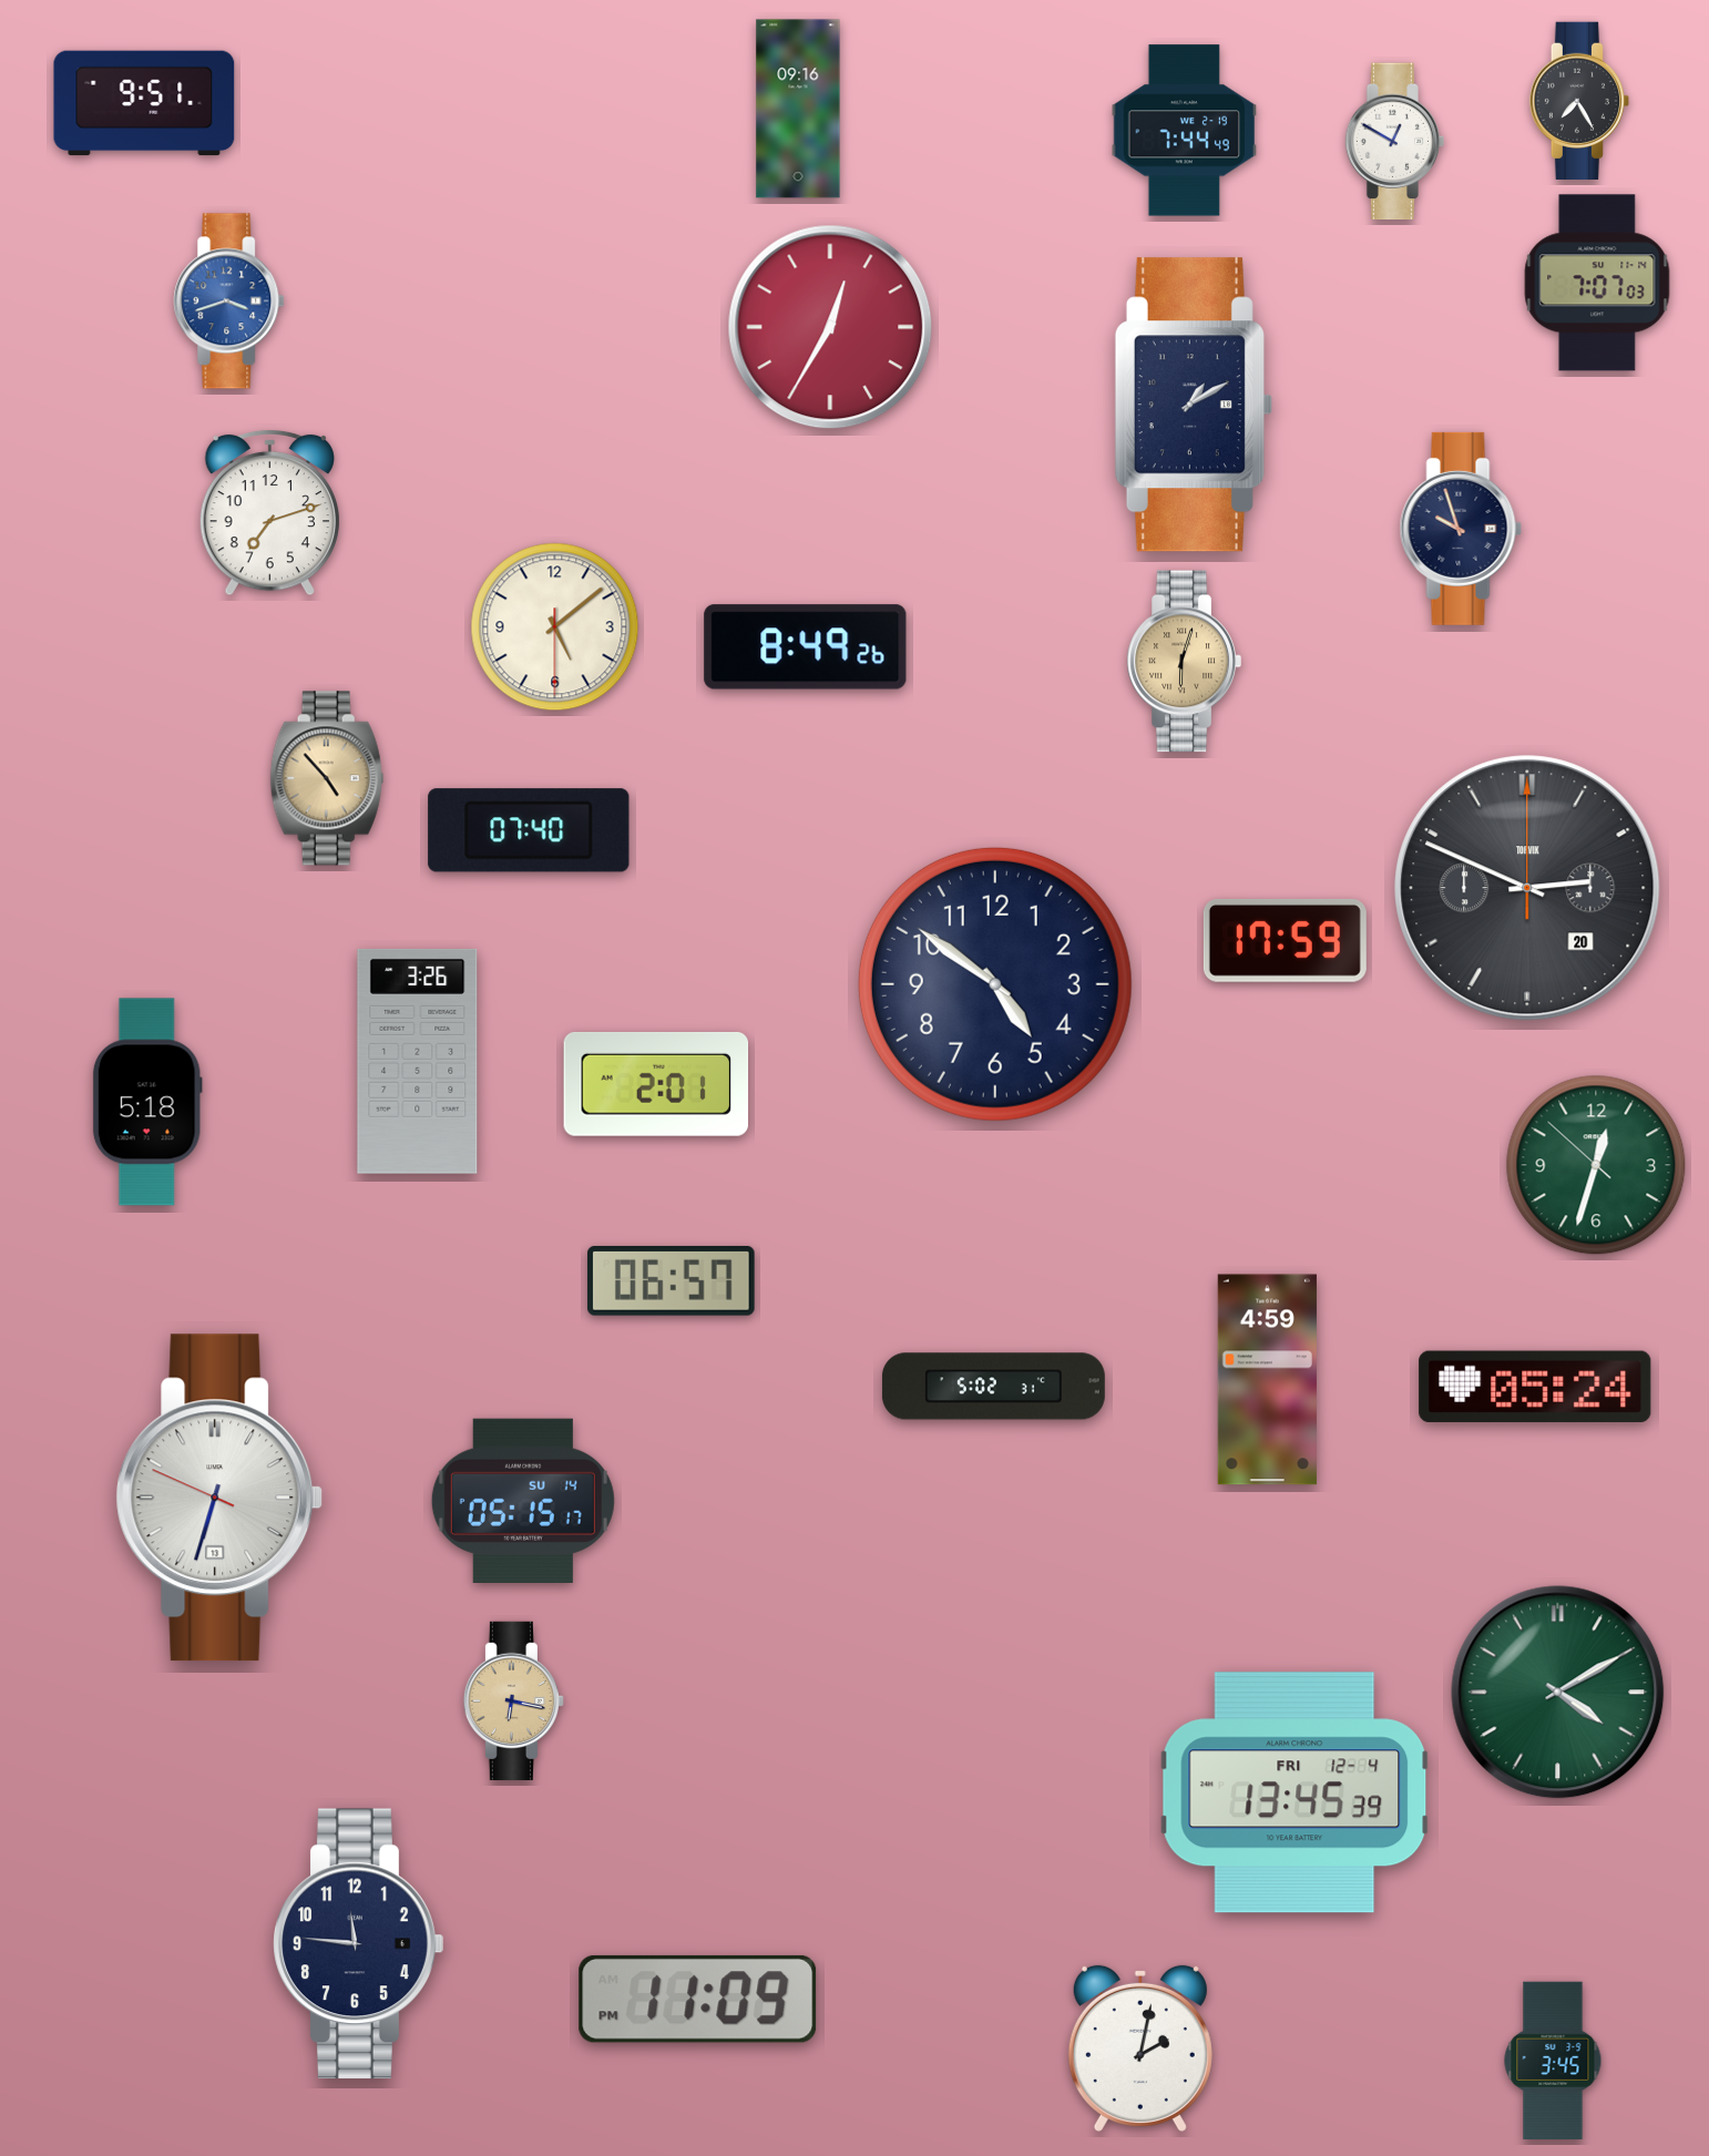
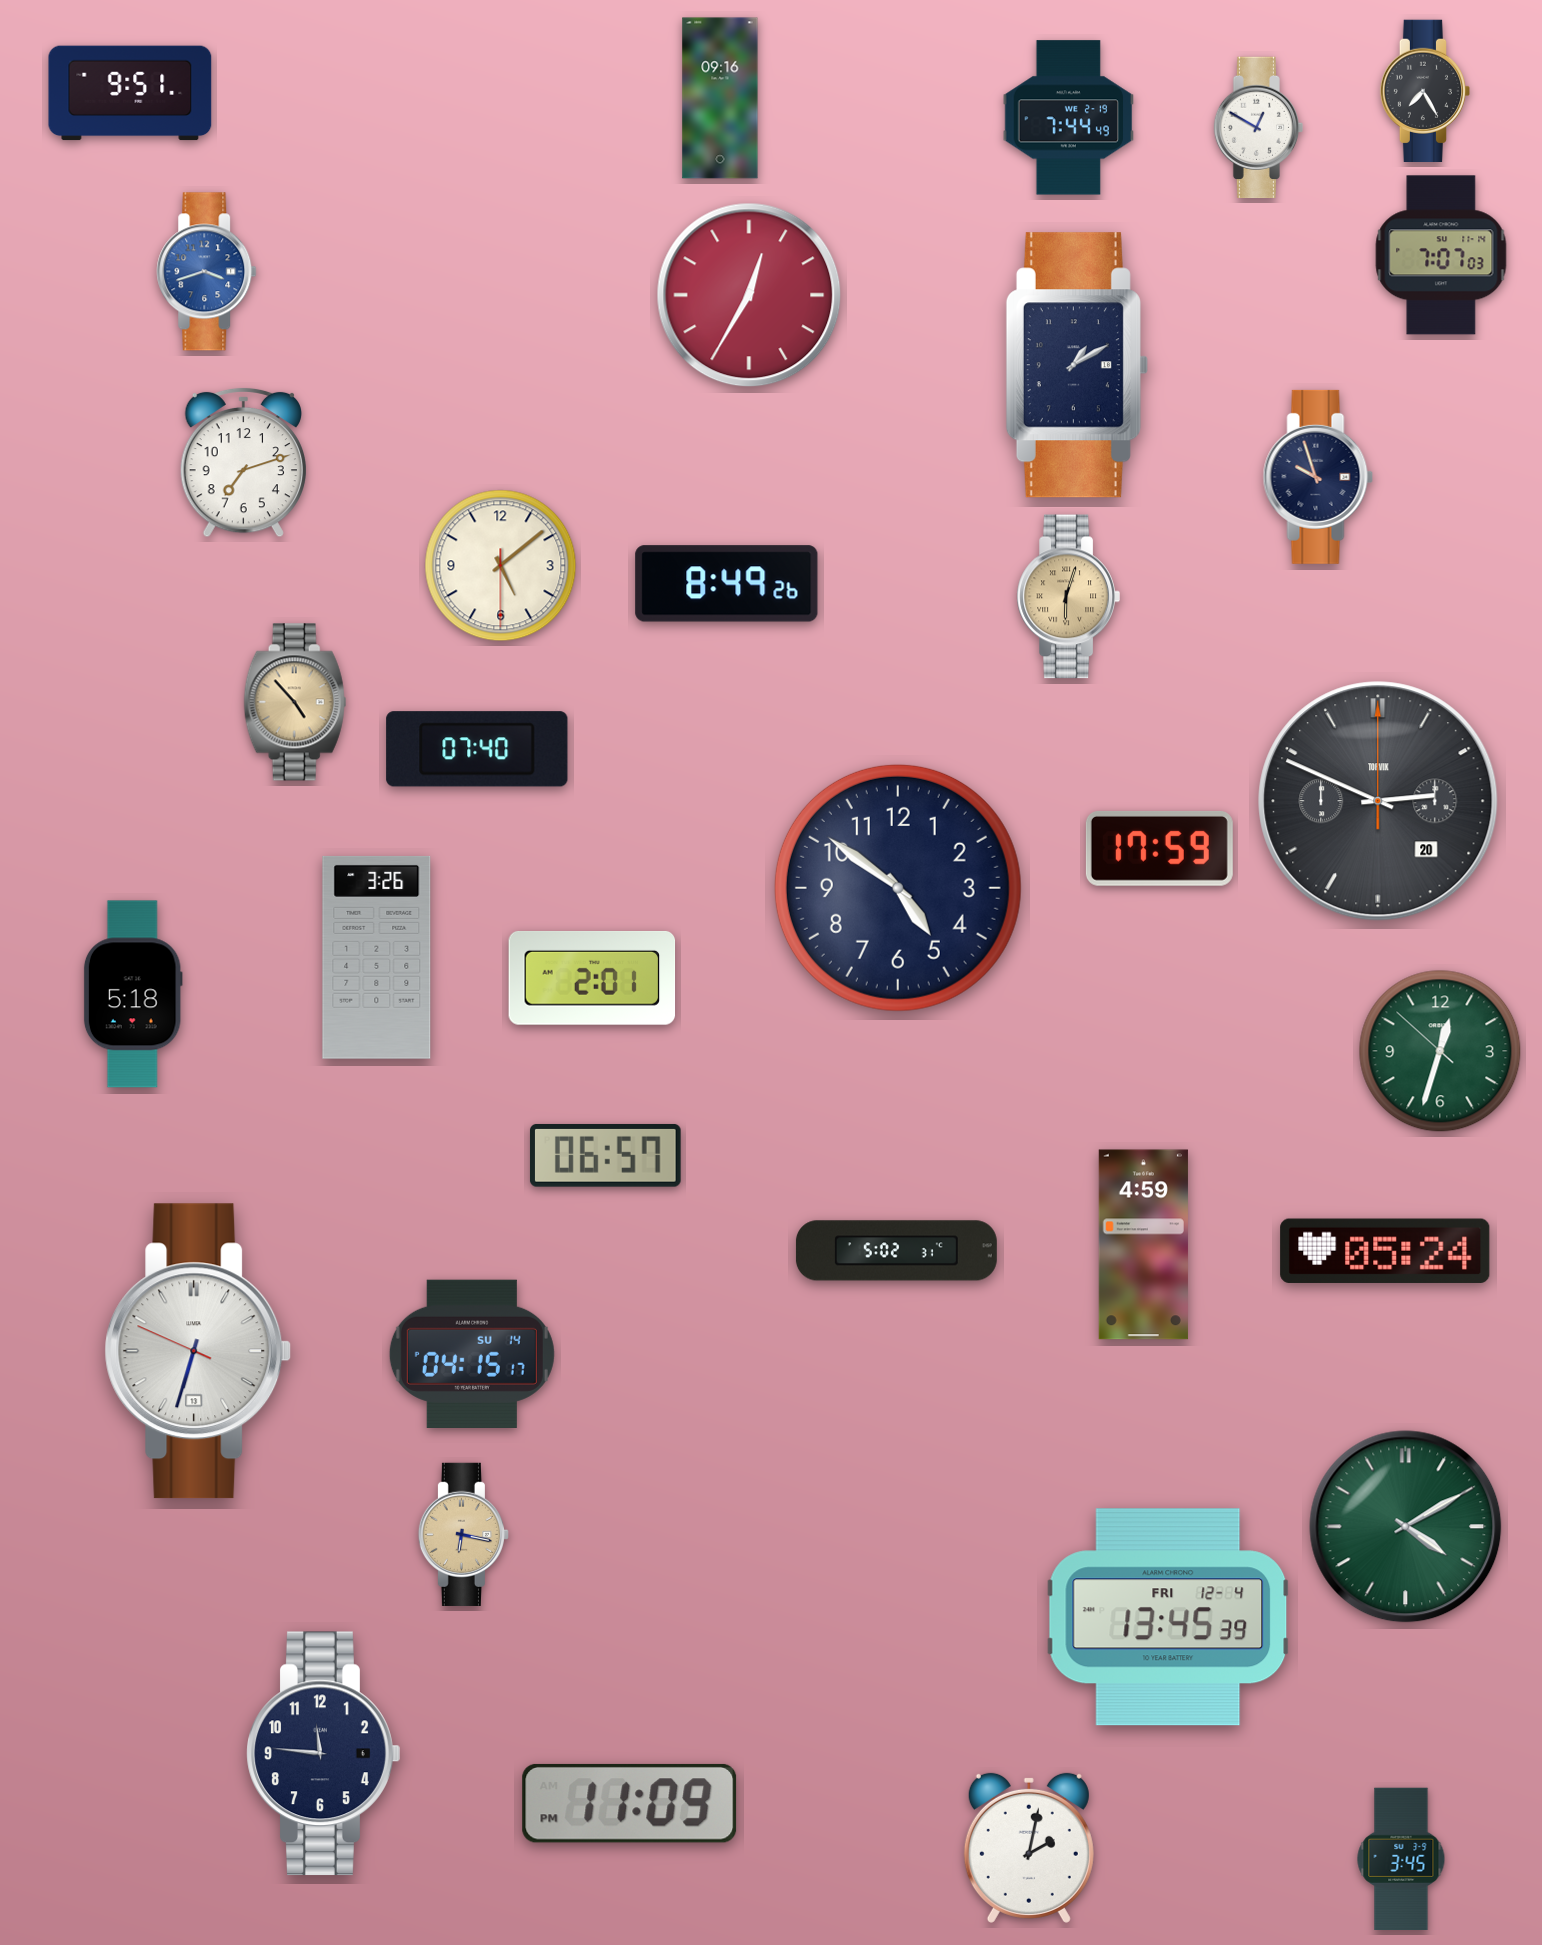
clock at (523, 1501): 05:15 -> 04:15
